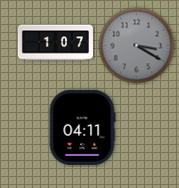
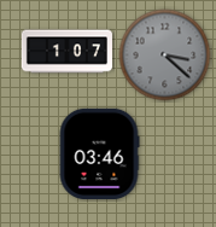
clock at (137, 46): 3:20 -> 3:22
clock at (82, 127): 04:11 -> 03:46
